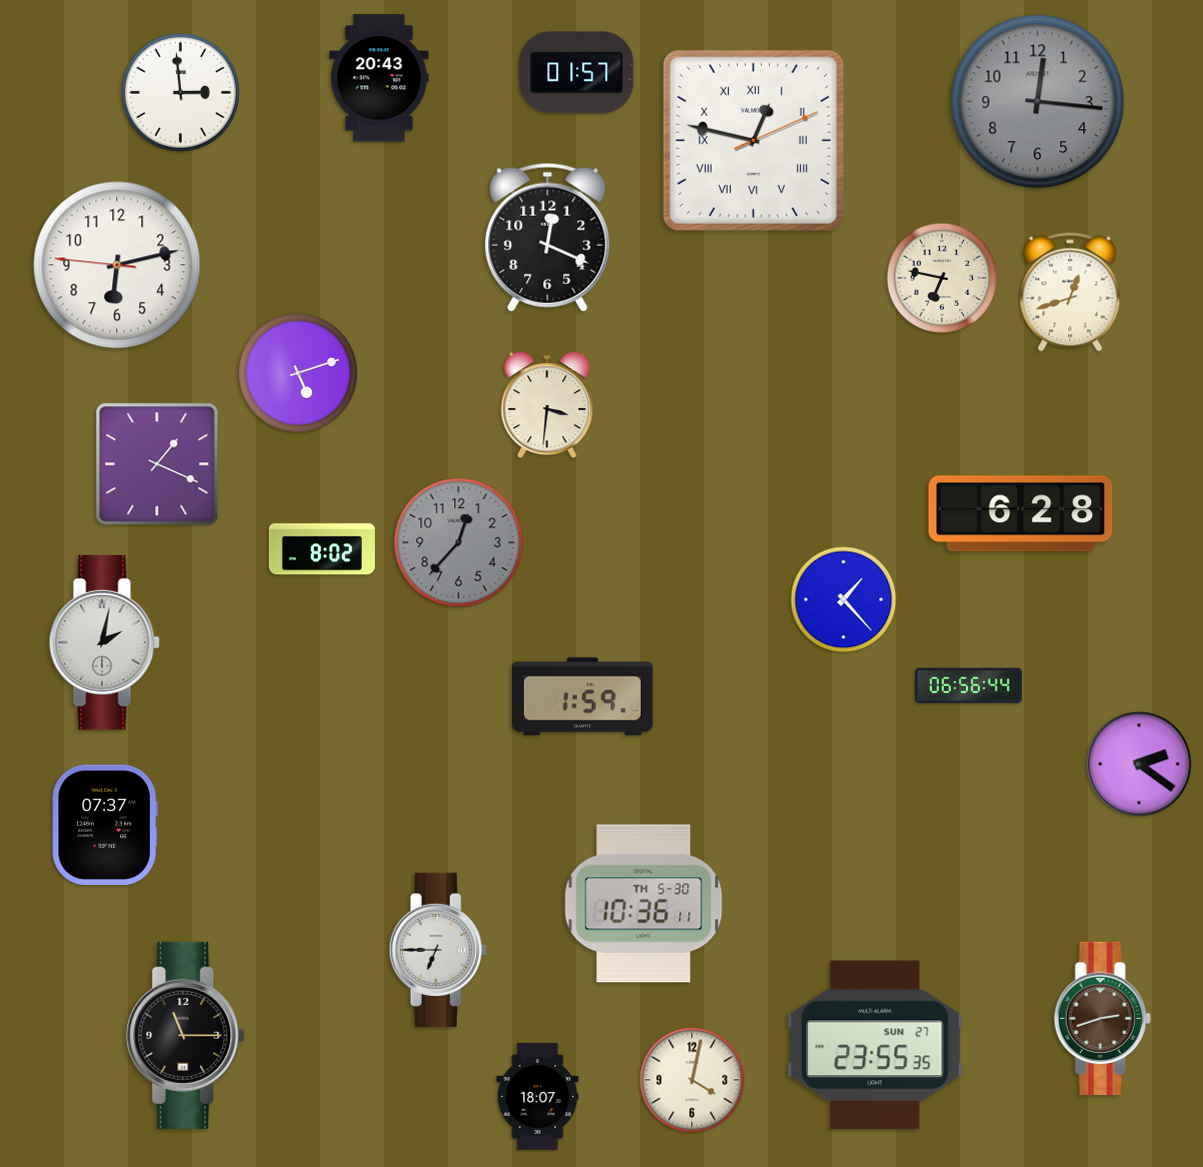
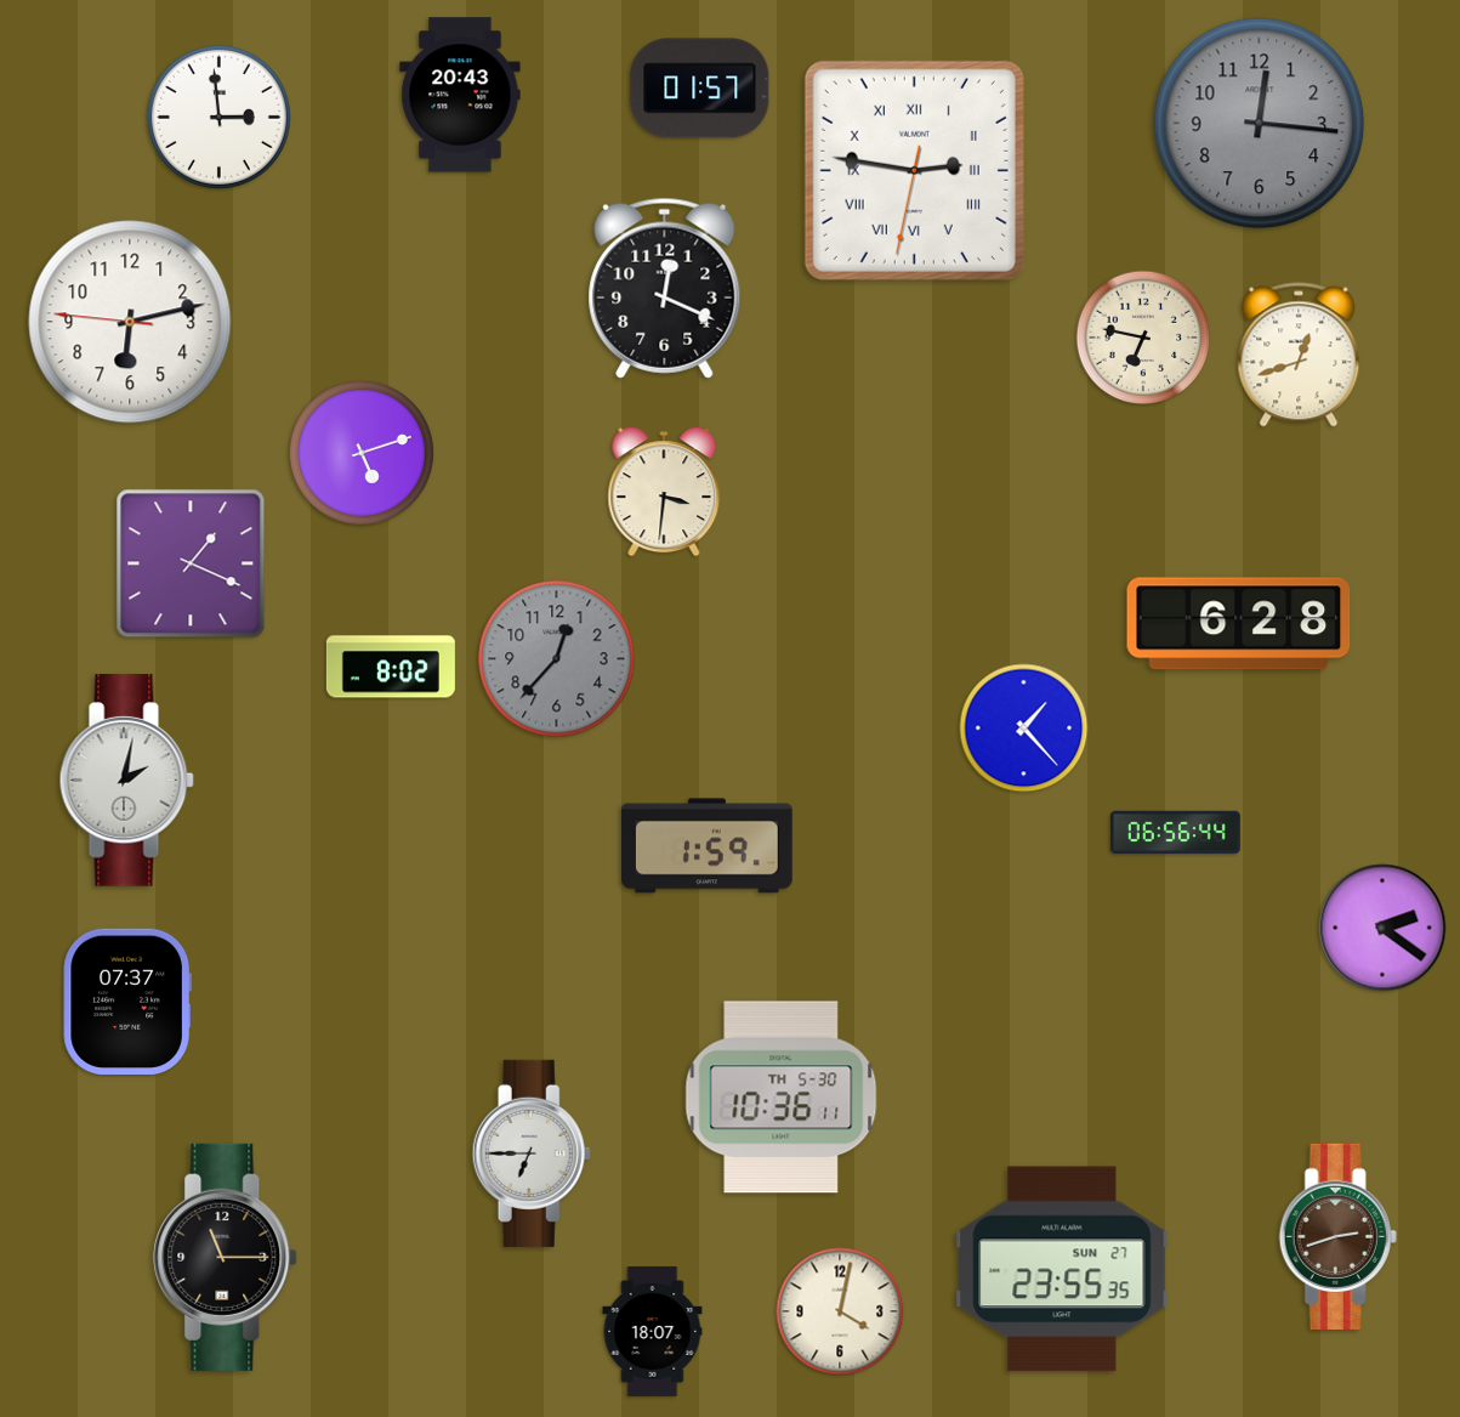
clock at (180, 92) position: (180, 92) -> (218, 117)
clock at (753, 140): 12:47 -> 2:46
clock at (117, 265) position: (117, 265) -> (130, 322)
